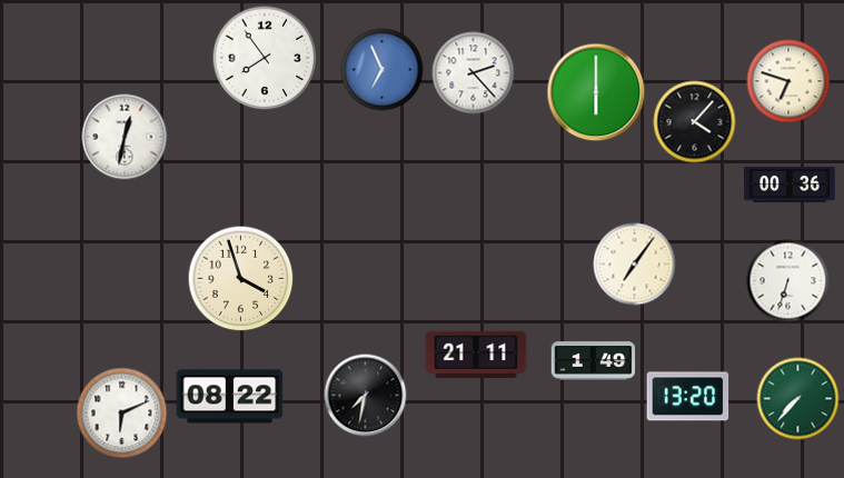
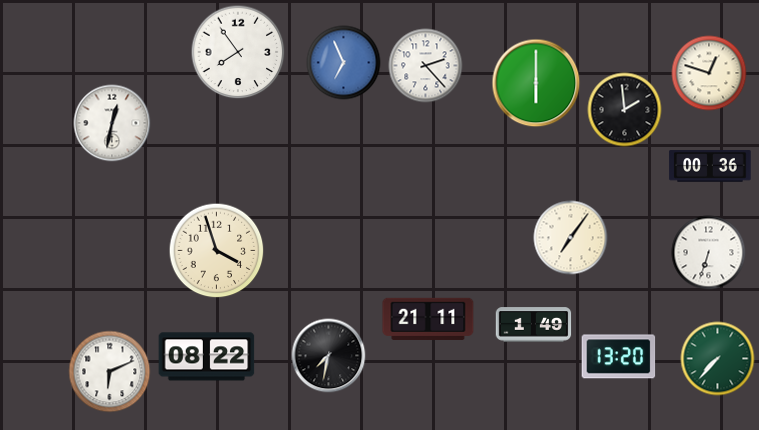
clock at (788, 81): 6:48 -> 12:48
clock at (695, 122): 4:07 -> 1:59
